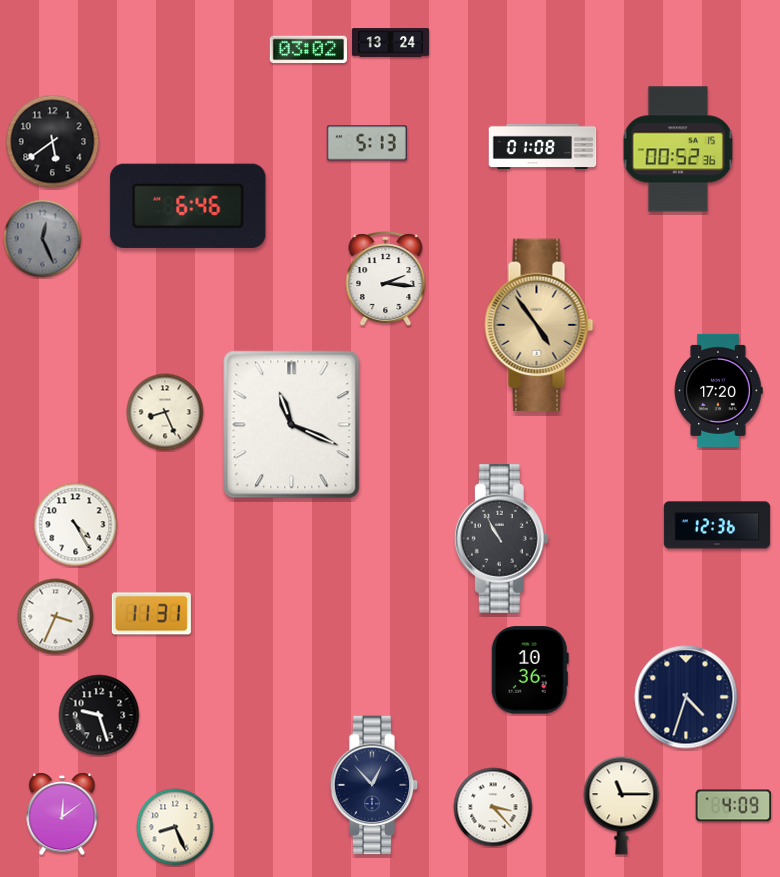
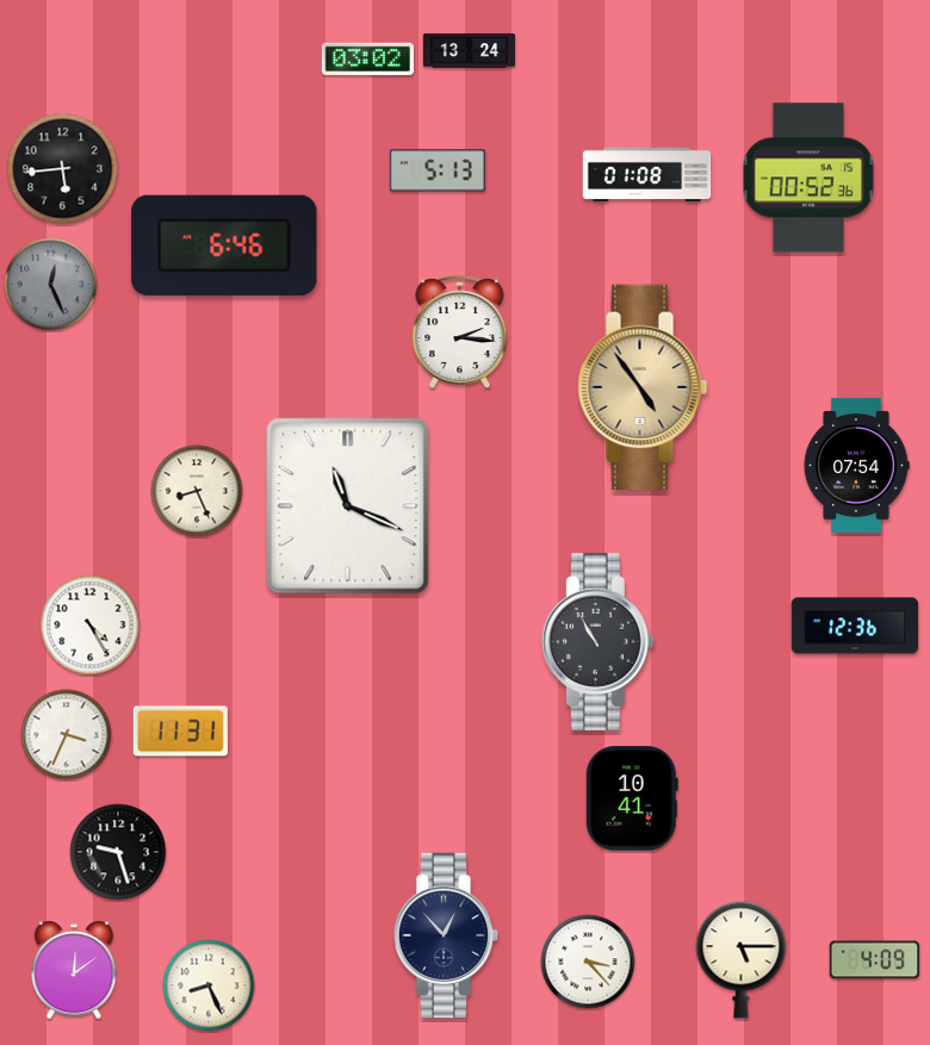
clock at (391, 43) position: (391, 43) -> (470, 51)
clock at (53, 142): 5:39 -> 5:44
clock at (718, 390): 17:20 -> 07:54
clock at (530, 670): 10:36 -> 10:41
clock at (686, 697): 4:33 -> none
clock at (622, 806): 11:15 -> 5:15
